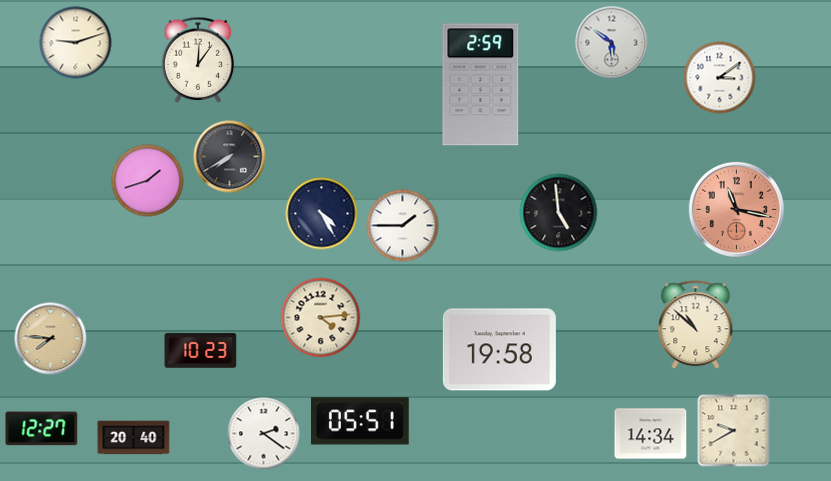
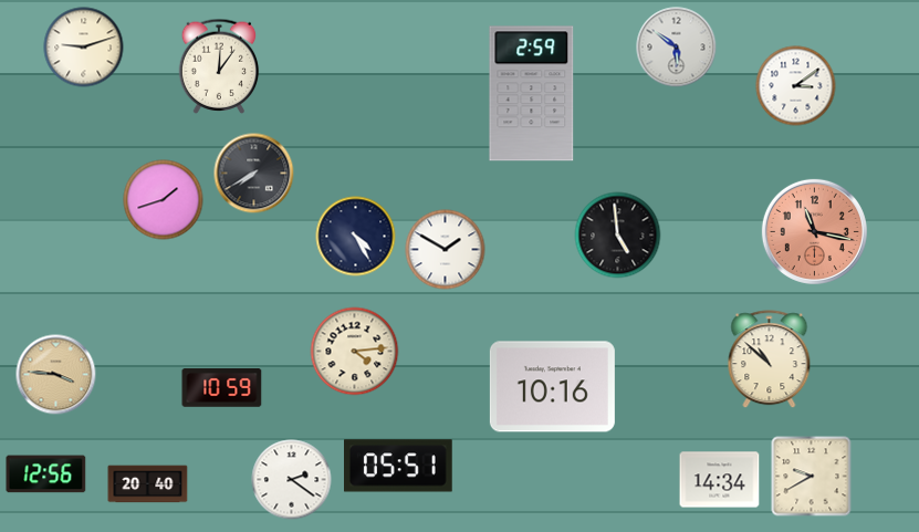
clock at (403, 226): 1:45 -> 1:50
clock at (51, 339): 7:46 -> 3:46
clock at (499, 350): 19:58 -> 10:16
clock at (201, 351): 10:23 -> 10:59
clock at (42, 429): 12:27 -> 12:56
